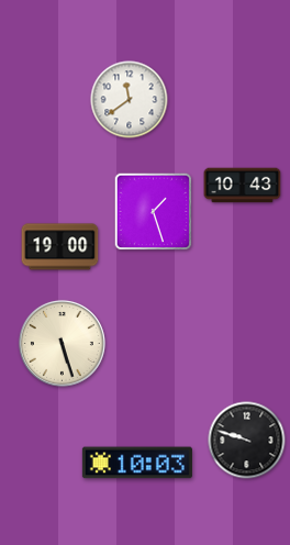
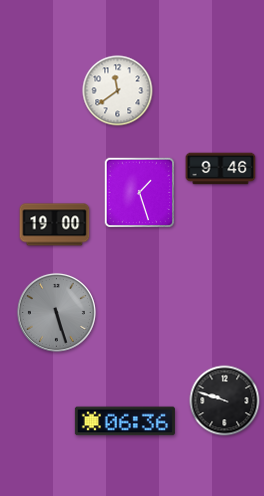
clock at (243, 186): 10:43 -> 9:46
clock at (62, 343) dial: cream -> grey
clock at (137, 463): 10:03 -> 06:36
